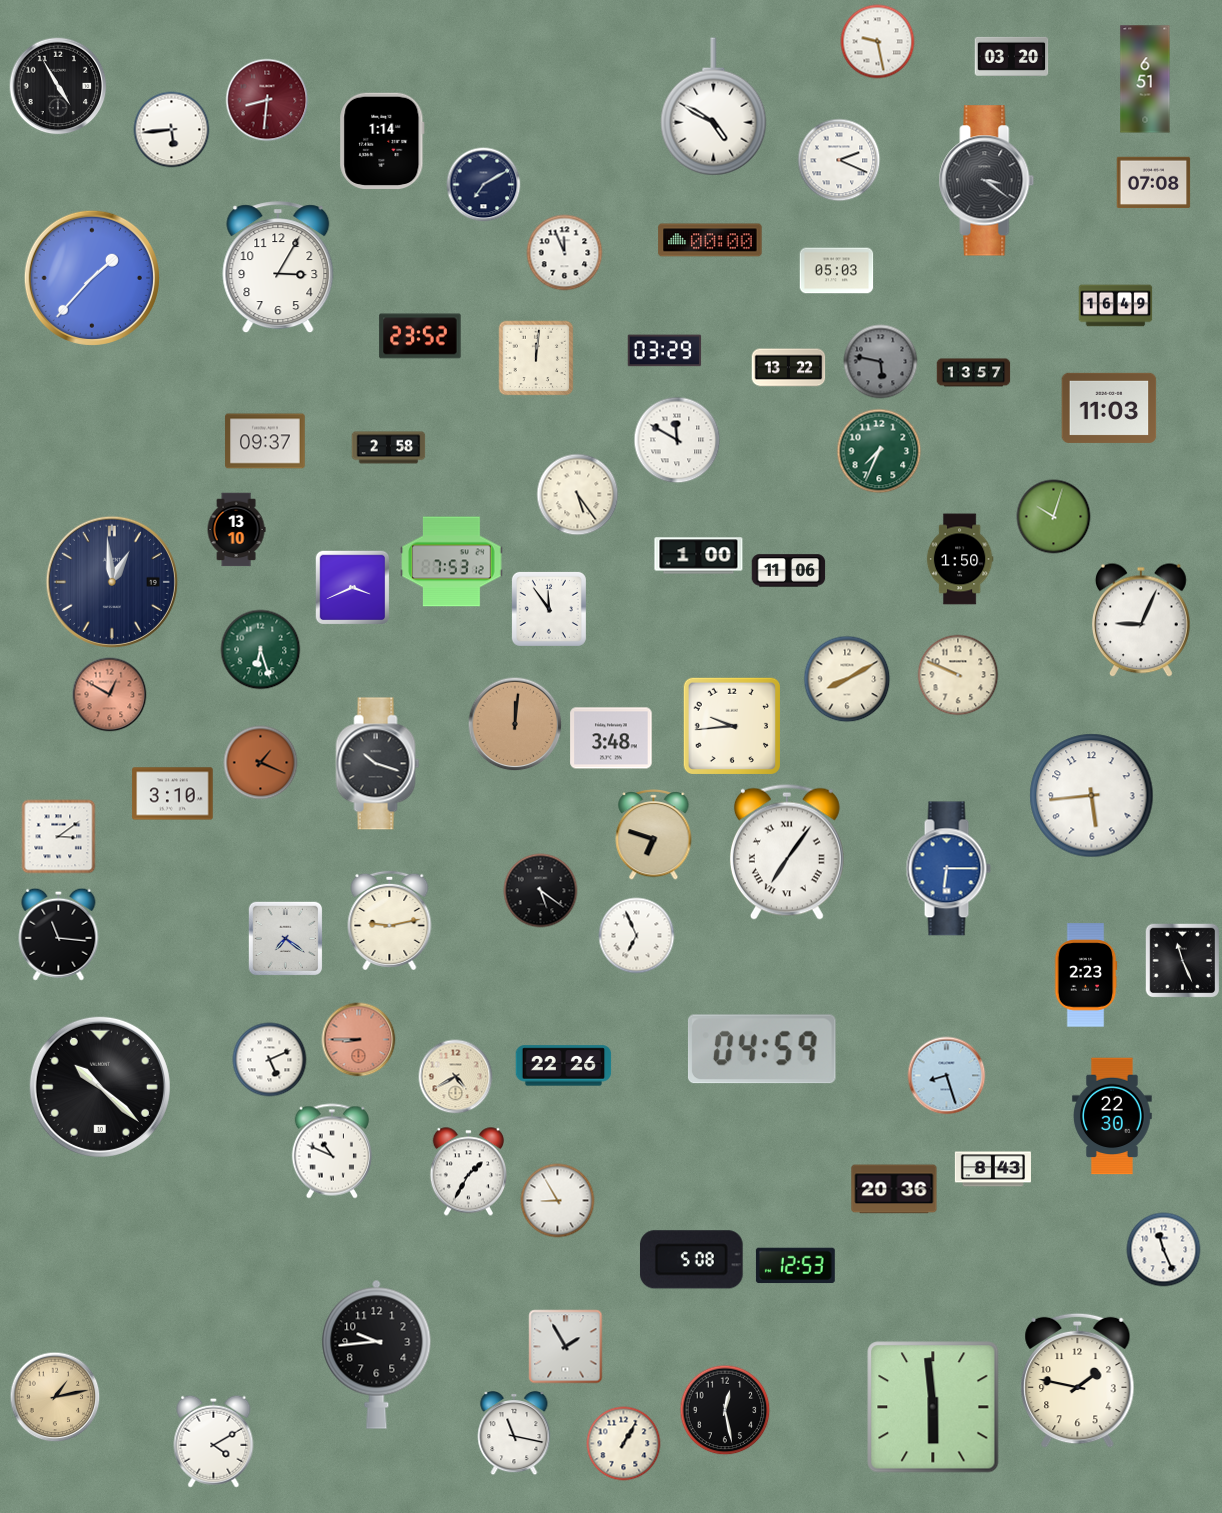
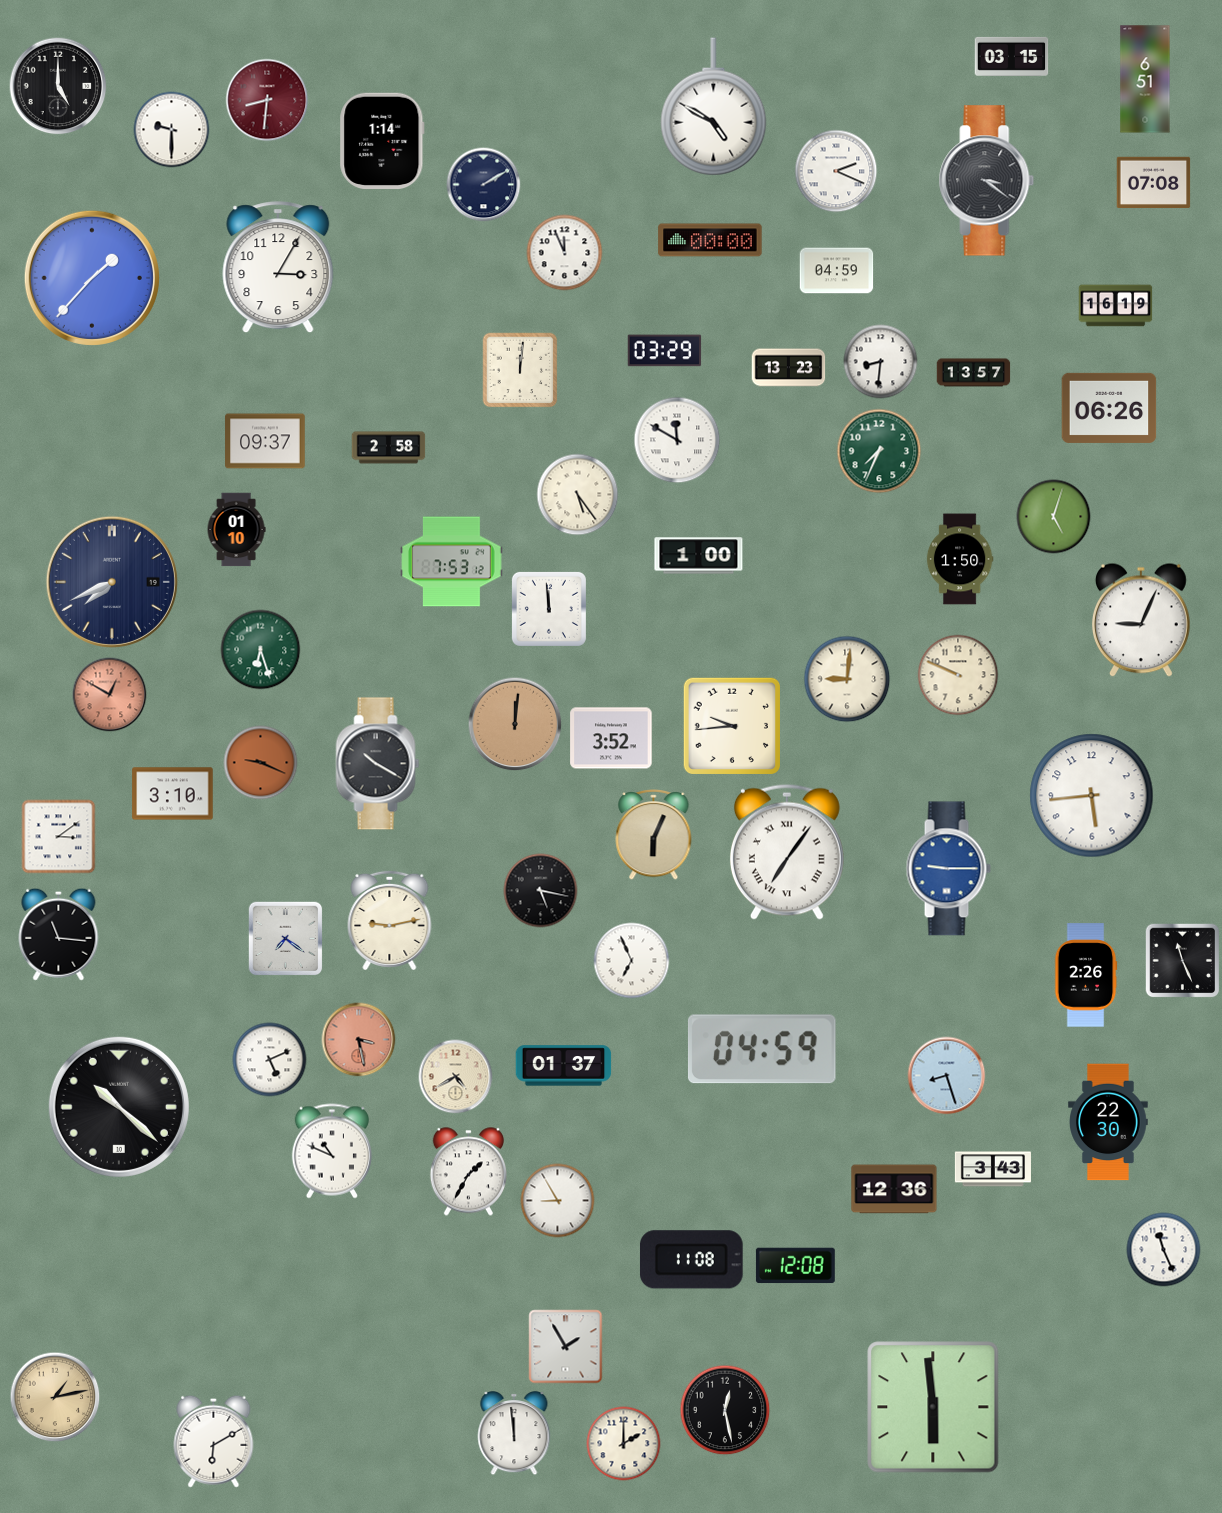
clock at (878, 42): 9:28 -> none
clock at (1012, 56): 03:20 -> 03:15
clock at (58, 86): 4:55 -> 5:00
clock at (172, 130): 5:44 -> 9:30
clock at (839, 160) position: (839, 160) -> (836, 171)
clock at (484, 185): 7:10 -> 2:10
clock at (837, 271): 05:03 -> 04:59
clock at (1116, 306): 16:49 -> 16:19
clock at (420, 336): 23:52 -> none
clock at (536, 358) position: (536, 358) -> (520, 370)
clock at (881, 362): 5:47 -> 8:31
clock at (881, 362) dial: grey -> white
clock at (789, 368): 13:22 -> 13:23
clock at (1109, 408): 11:03 -> 06:26
clock at (1054, 517): 10:03 -> 5:03
clock at (236, 530): 13:10 -> 01:10
clock at (789, 571): 11:06 -> none
clock at (112, 582): 12:59 -> 7:41
clock at (353, 588): 3:41 -> none
clock at (549, 609): 11:54 -> 11:59
clock at (847, 679): 8:10 -> 9:01
clock at (611, 738): 3:48 -> 3:52
clock at (261, 763): 1:19 -> 9:19
clock at (378, 764): 10:18 -> 10:20
clock at (654, 835): 6:48 -> 6:04
clock at (948, 869): 6:15 -> 9:15
clock at (541, 891): 5:21 -> 5:17
clock at (637, 936) position: (637, 936) -> (632, 961)
clock at (1086, 975): 2:23 -> 2:26
clock at (359, 1040): 8:45 -> 3:28
clock at (564, 1066): 22:26 -> 01:37
clock at (100, 1087) position: (100, 1087) -> (119, 1107)
clock at (1113, 1116) position: (1113, 1116) -> (1109, 1122)
clock at (993, 1169): 8:43 -> 3:43
clock at (894, 1189): 20:36 -> 12:36
clock at (691, 1260): 5:08 -> 11:08
clock at (795, 1266): 12:53 -> 12:08
clock at (377, 1354): 9:44 -> none
clock at (1078, 1381): 1:47 -> none
clock at (514, 1434): 11:17 -> 11:59
clock at (214, 1441): 4:10 -> 6:10
clock at (624, 1444): 1:05 -> 2:00
